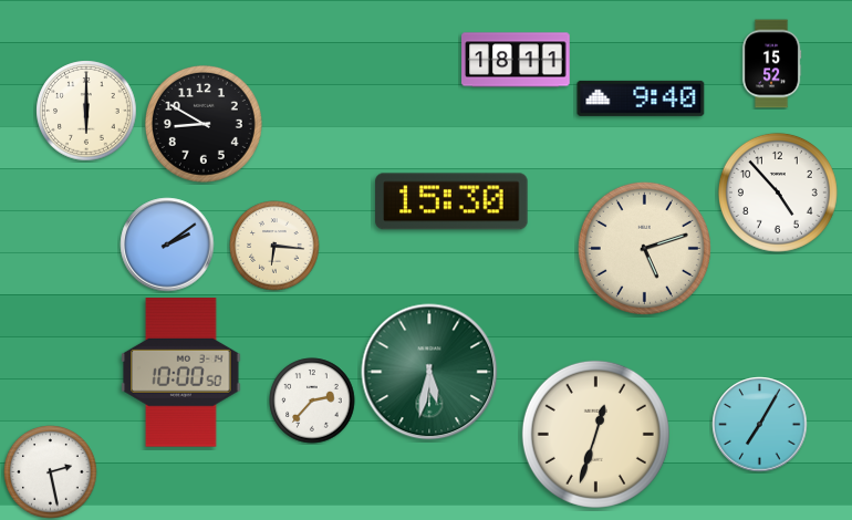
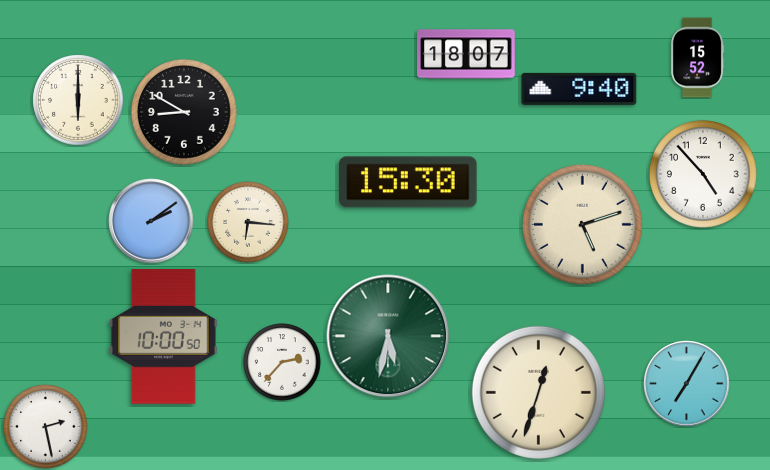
clock at (516, 60): 18:11 -> 18:07
